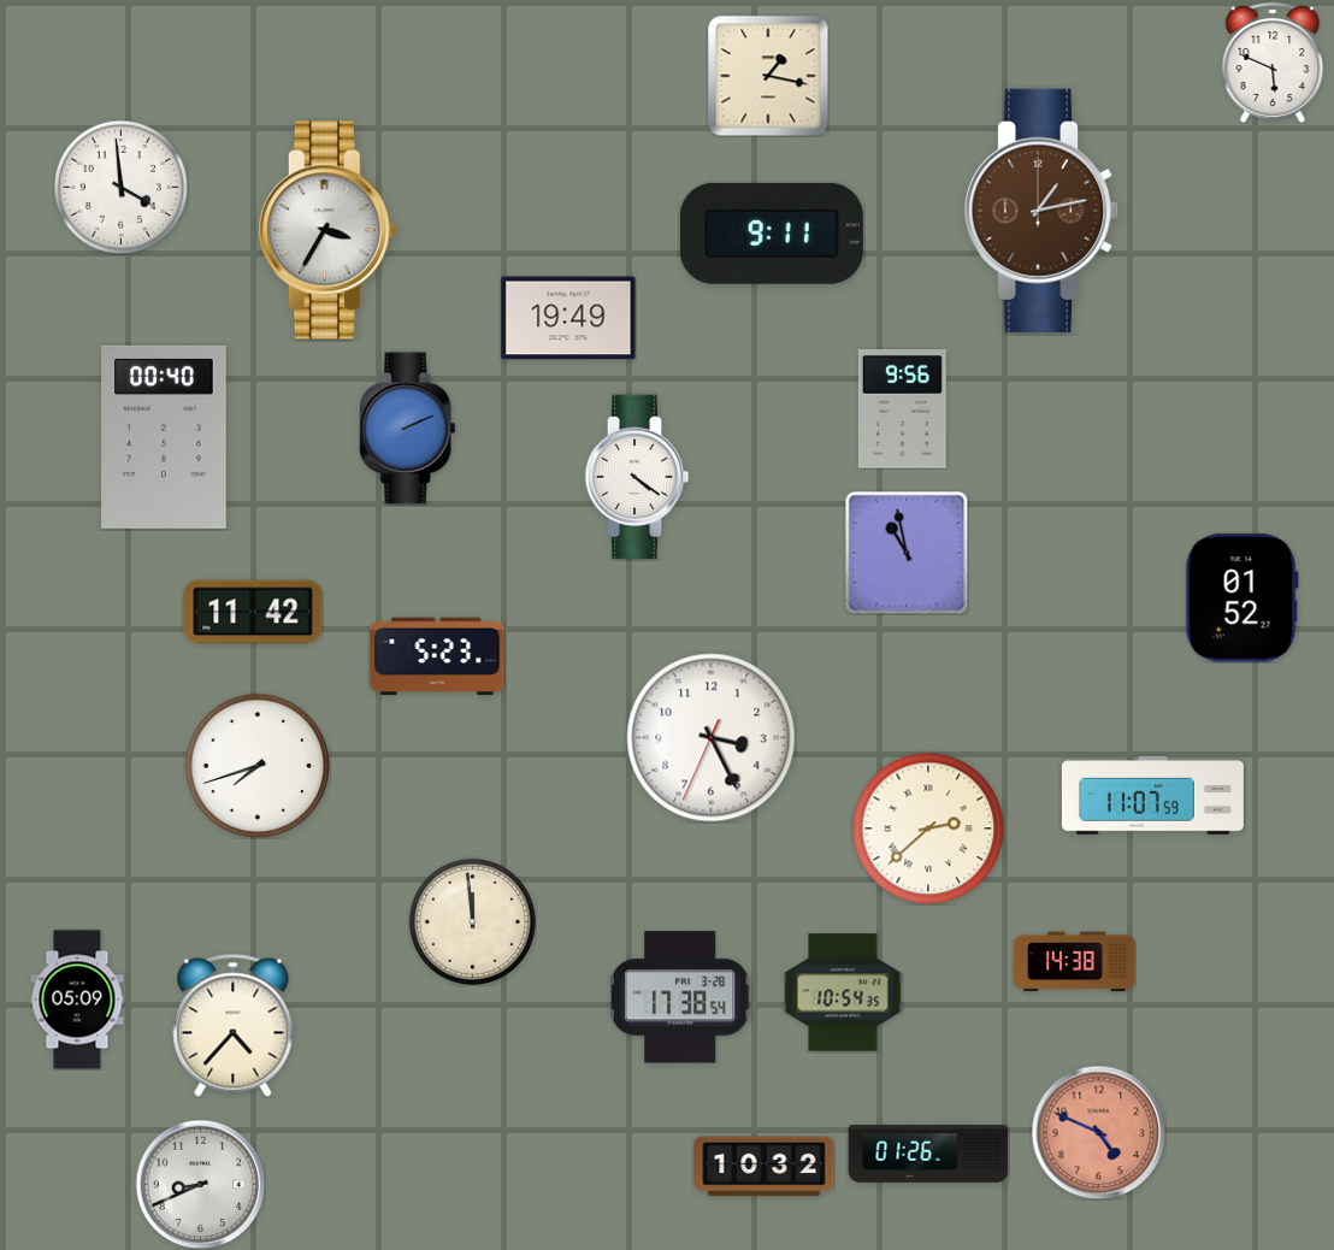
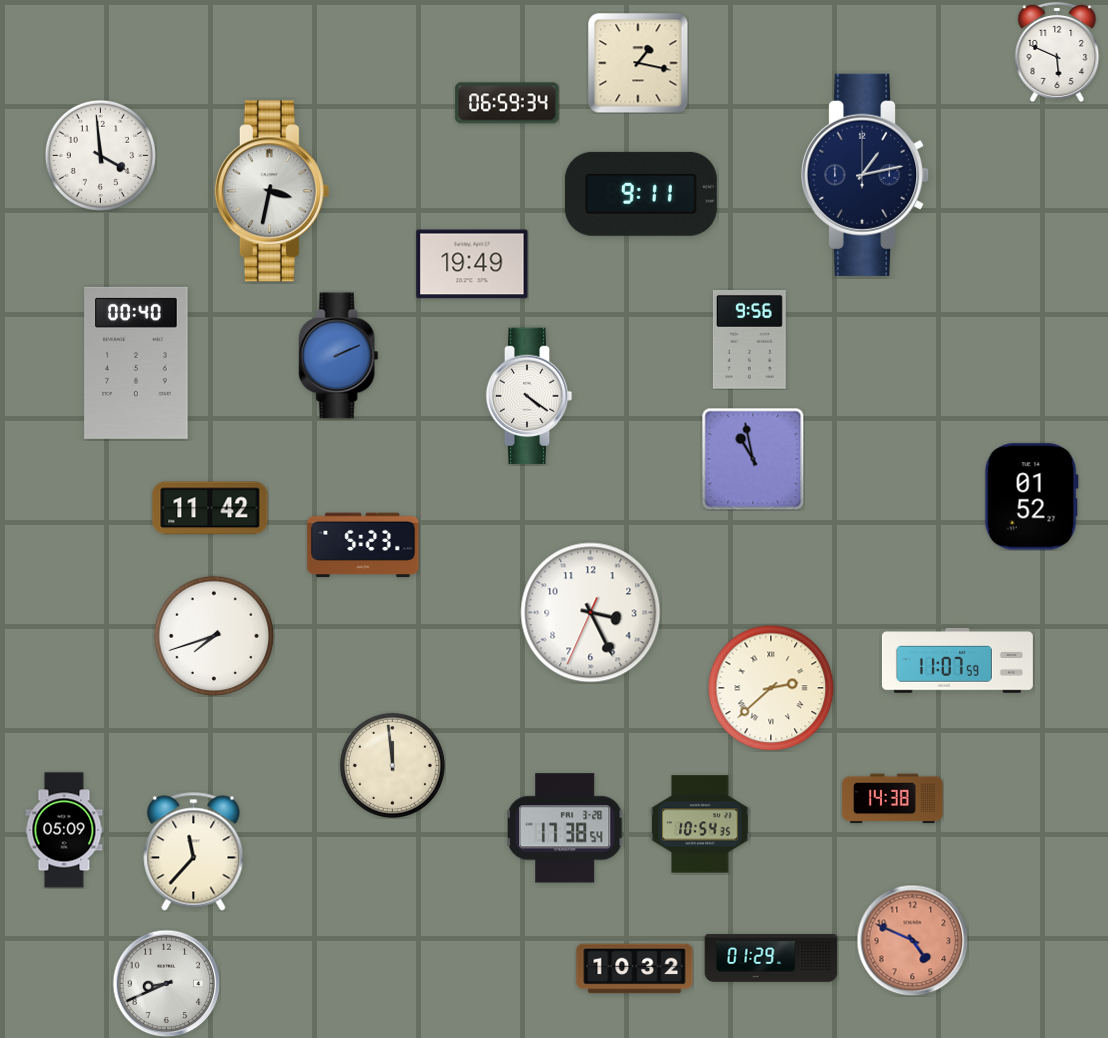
clock at (507, 103): none -> 06:59
clock at (1041, 211) dial: brown -> navy
clock at (327, 230): 3:35 -> 3:32
clock at (234, 1026): 4:37 -> 11:37
clock at (928, 1154): 01:26 -> 01:29
